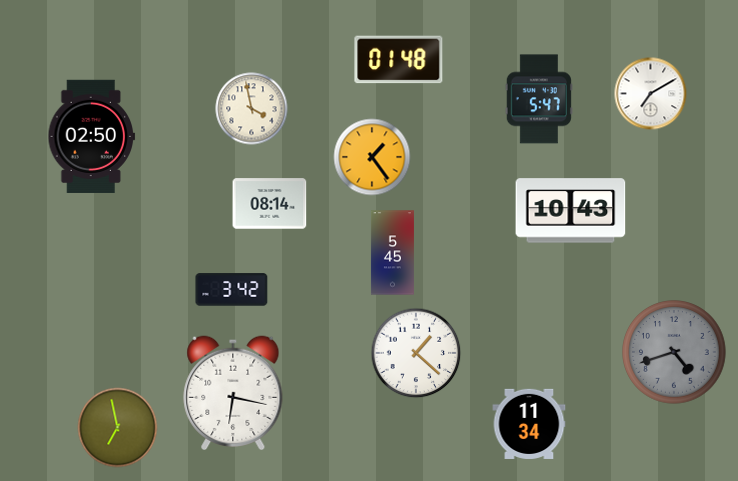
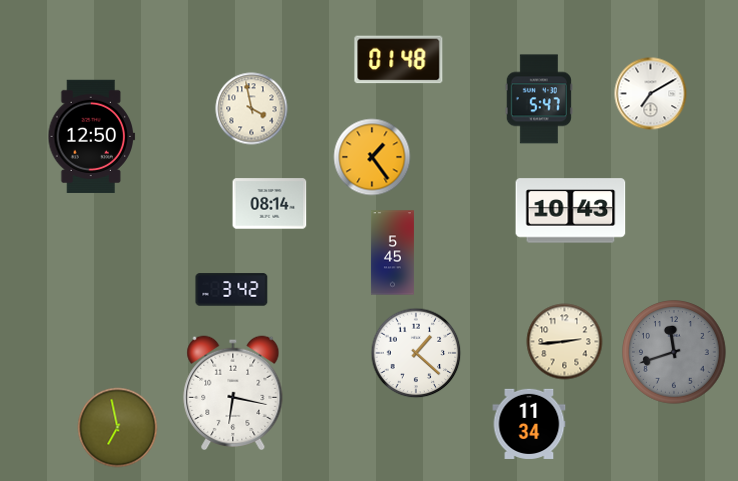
clock at (92, 136): 02:50 -> 12:50
clock at (565, 342): none -> 2:44
clock at (674, 352): 4:42 -> 11:42
